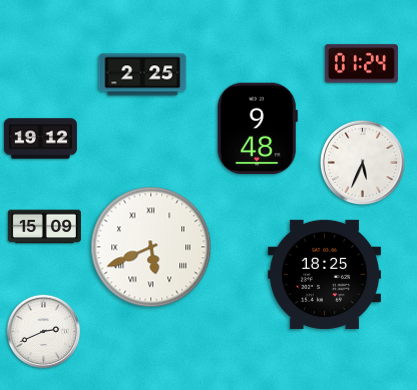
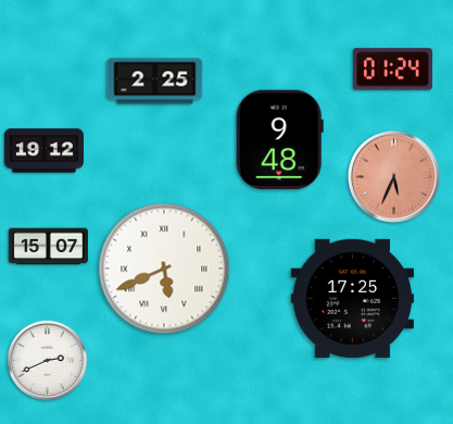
clock at (362, 162) dial: white -> salmon
clock at (44, 227): 15:09 -> 15:07
clock at (324, 274): 18:25 -> 17:25
